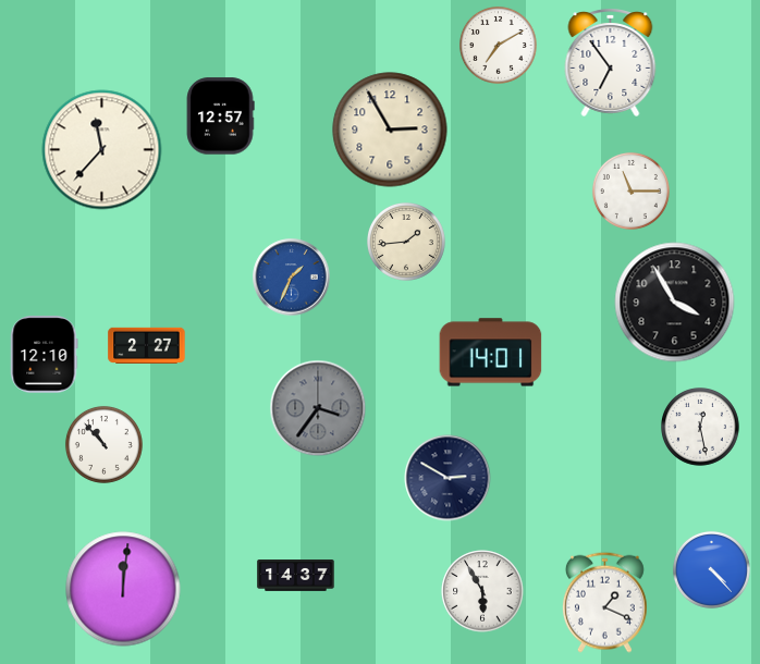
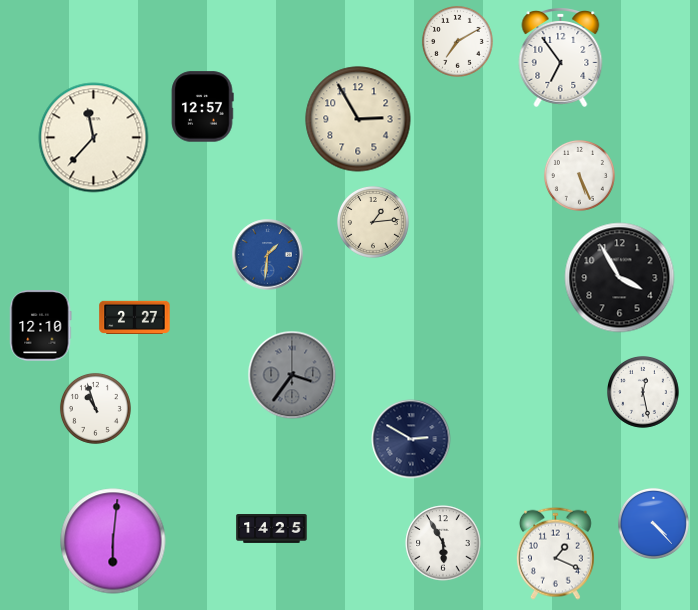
clock at (630, 190): 11:15 -> 5:26
clock at (407, 243): 1:44 -> 1:14
clock at (292, 278): 1:34 -> 1:31
clock at (491, 353): 14:01 -> none
clock at (103, 444): 10:53 -> 10:57
clock at (296, 576): 14:37 -> 14:25
clock at (123, 589): 12:01 -> 6:01
